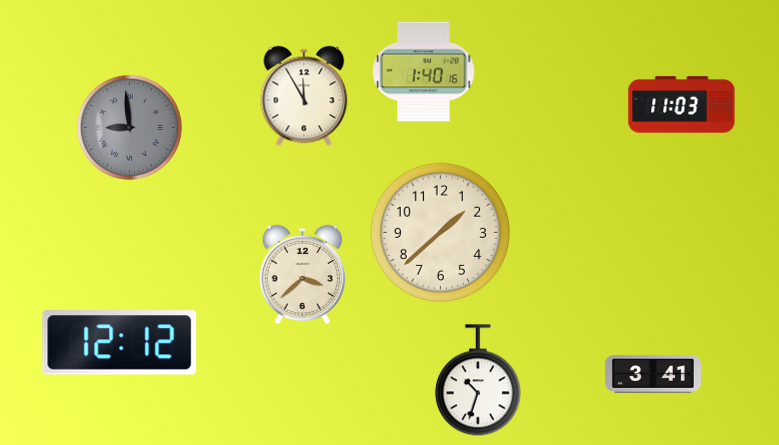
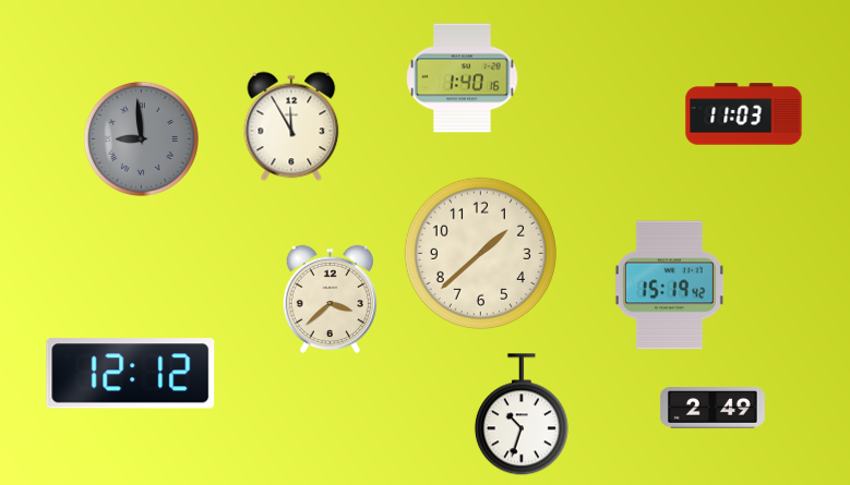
clock at (304, 96) position: (304, 96) -> (291, 126)
clock at (669, 286): none -> 15:19
clock at (653, 374): 3:41 -> 2:49
